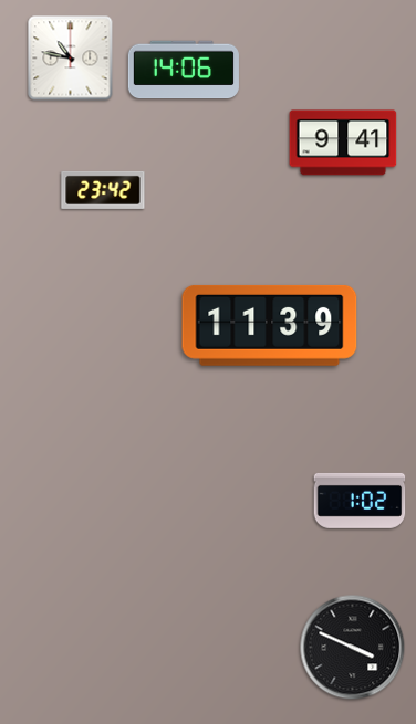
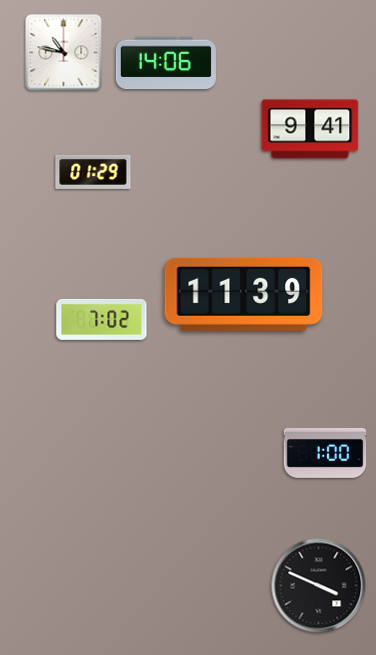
clock at (103, 190): 23:42 -> 01:29
clock at (102, 319): none -> 7:02
clock at (360, 501): 1:02 -> 1:00
